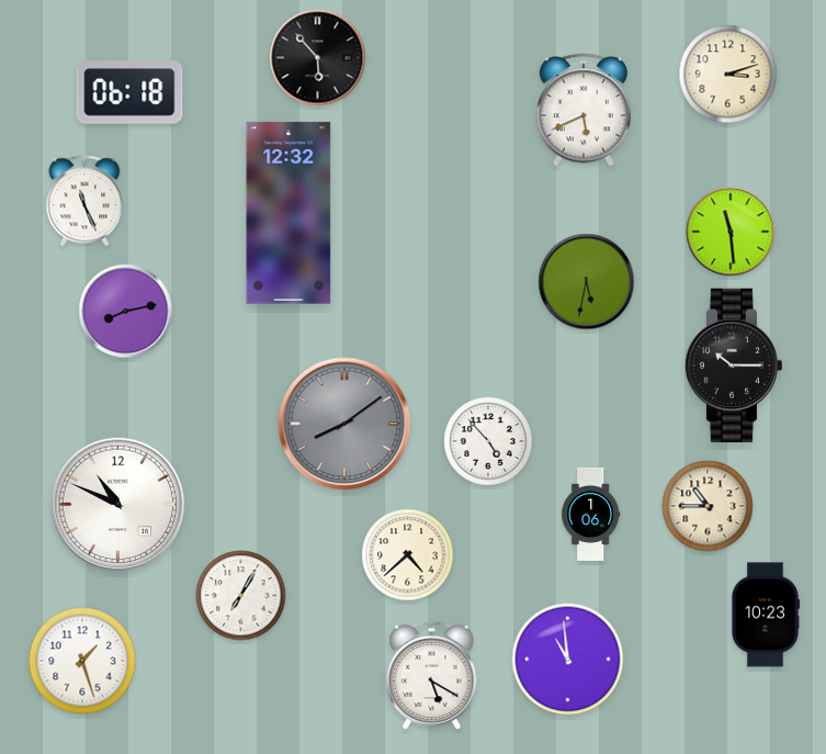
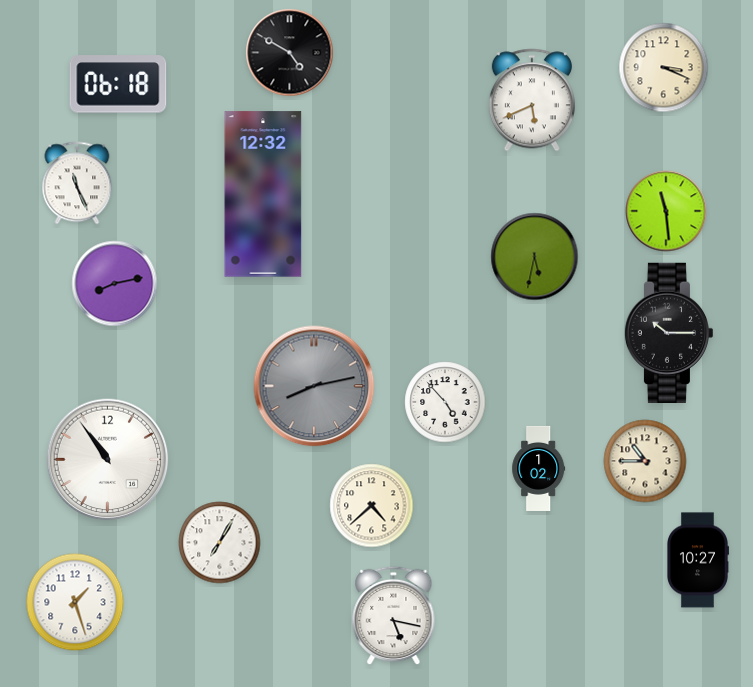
clock at (318, 58): 5:53 -> 4:50
clock at (728, 75): 3:12 -> 3:19
clock at (344, 424): 8:09 -> 8:13
clock at (118, 505): 10:49 -> 10:54
clock at (591, 514): 1:06 -> 1:02
clock at (766, 615): 10:23 -> 10:27
clock at (568, 660): 10:59 -> none
clock at (432, 676): 5:20 -> 5:17
